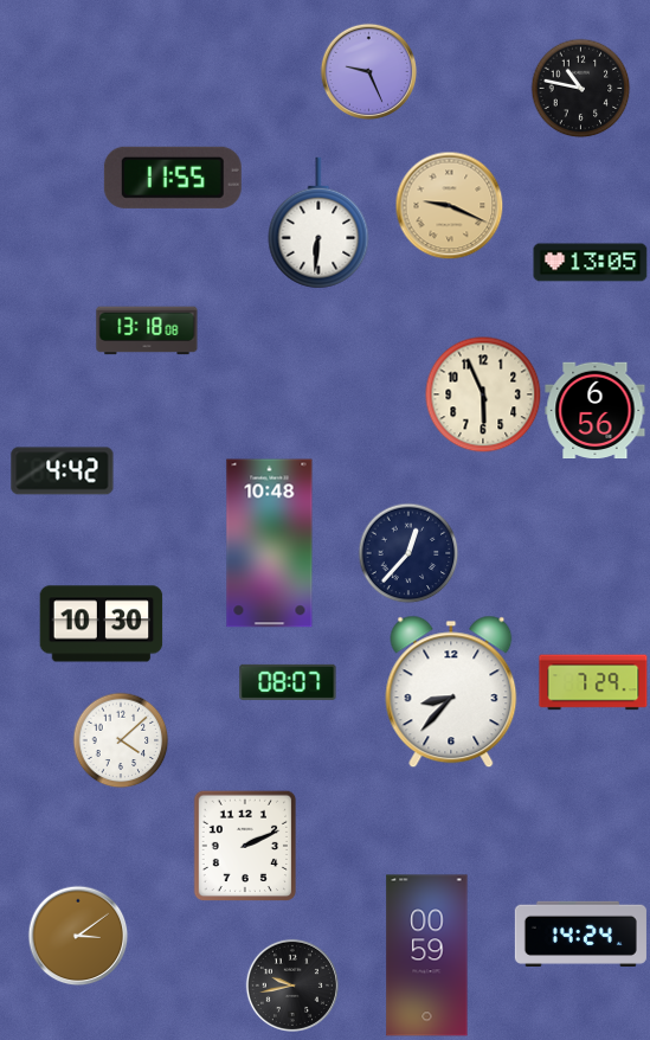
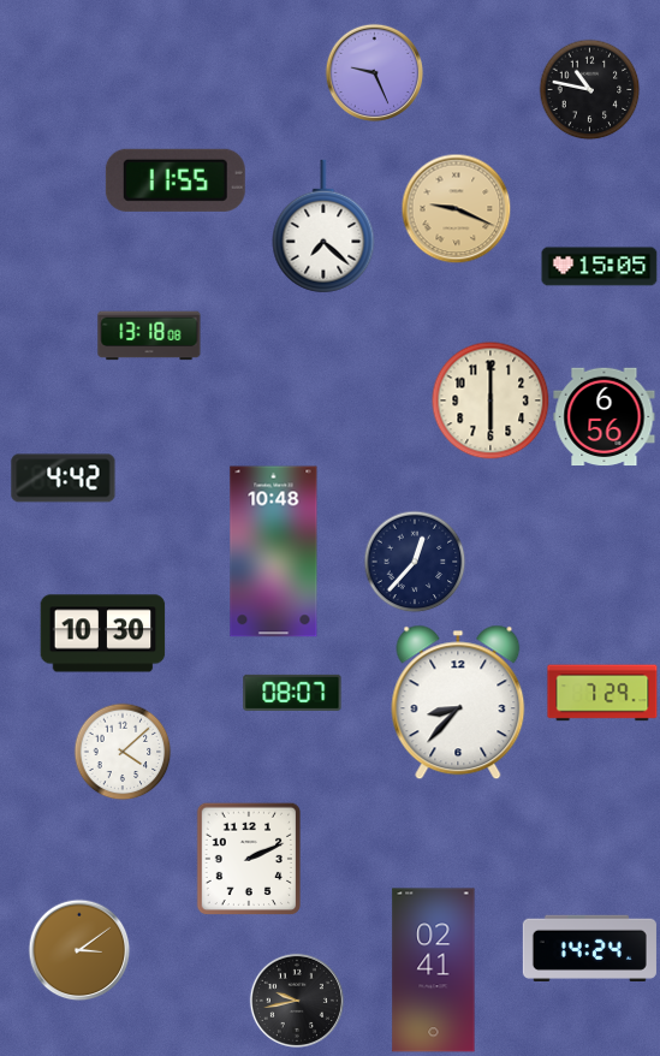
clock at (318, 223): 6:31 -> 7:22
clock at (591, 263): 13:05 -> 15:05
clock at (483, 394): 5:56 -> 6:00
clock at (427, 956): 00:59 -> 02:41
